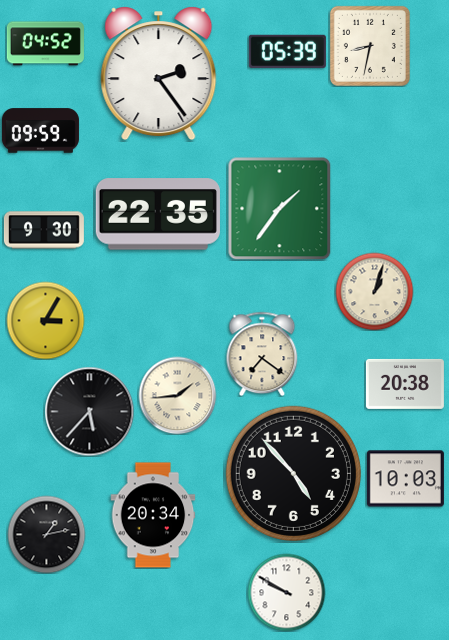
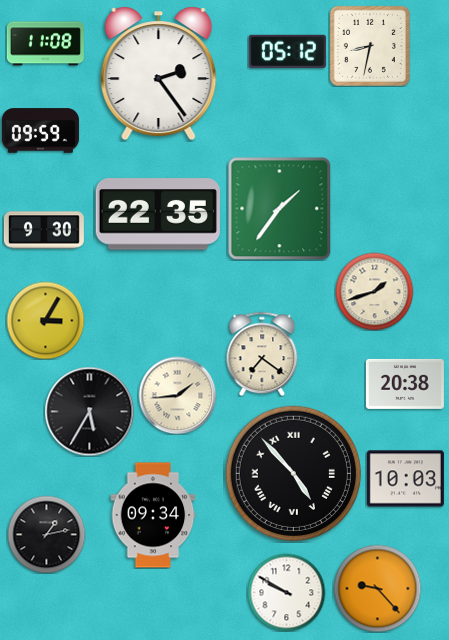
clock at (45, 44): 04:52 -> 11:08
clock at (287, 51): 05:39 -> 05:12
clock at (374, 291): 1:03 -> 1:42
clock at (89, 411): 5:37 -> 5:35
clock at (293, 473) numerals: Arabic -> Roman
clock at (153, 515): 20:34 -> 09:34
clock at (377, 588): none -> 9:23
